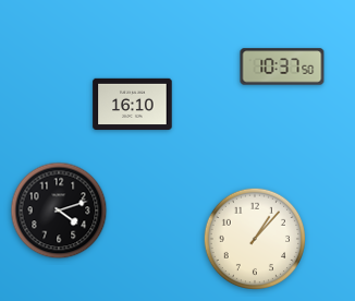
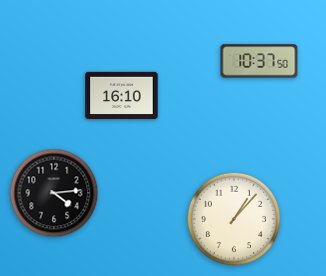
clock at (59, 210): 4:12 -> 4:14
